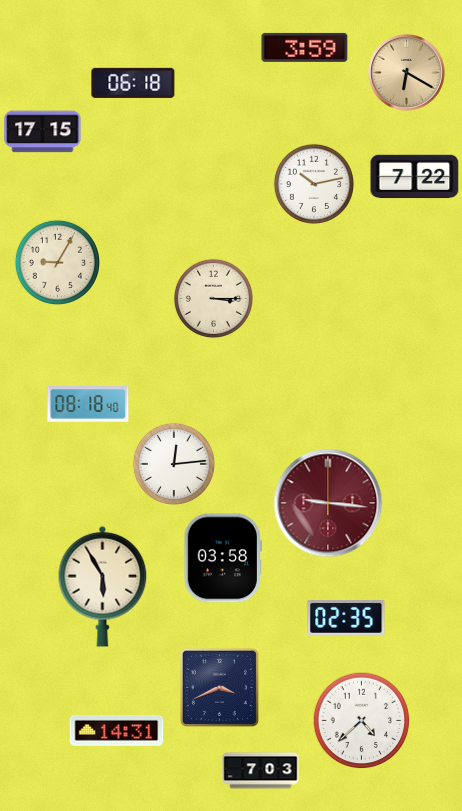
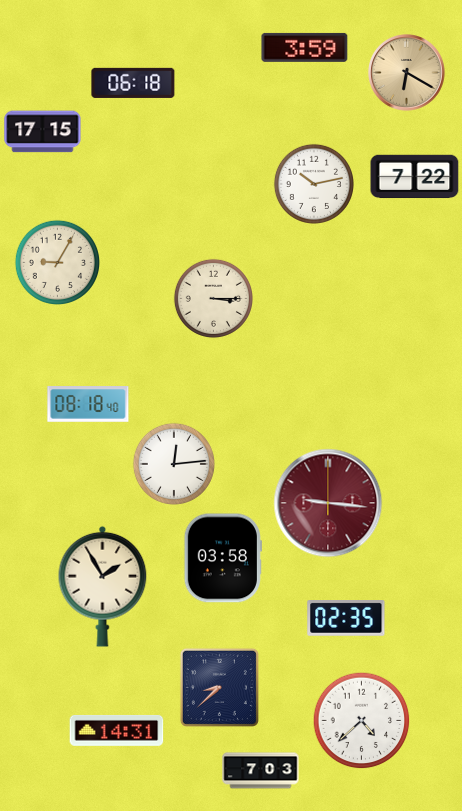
clock at (103, 586): 5:55 -> 1:55
clock at (219, 687): 3:41 -> 8:38
